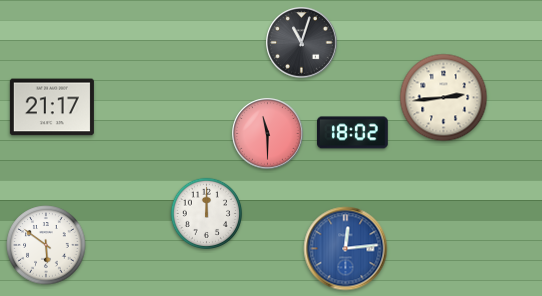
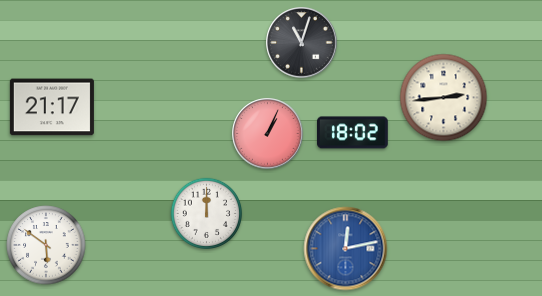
clock at (268, 134): 11:30 -> 1:04
clock at (346, 249): 12:14 -> 12:13
